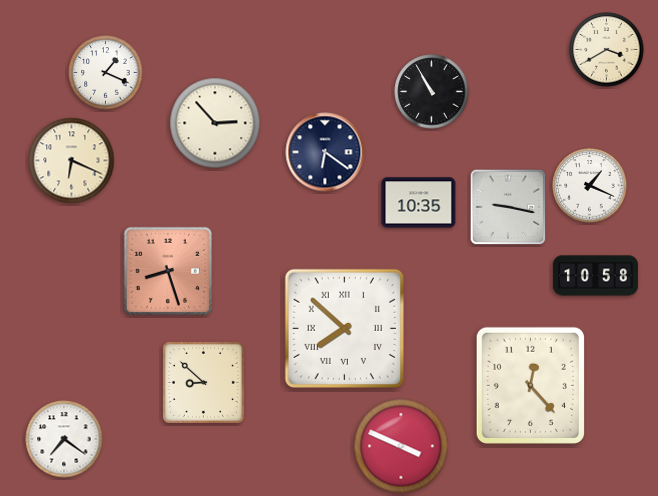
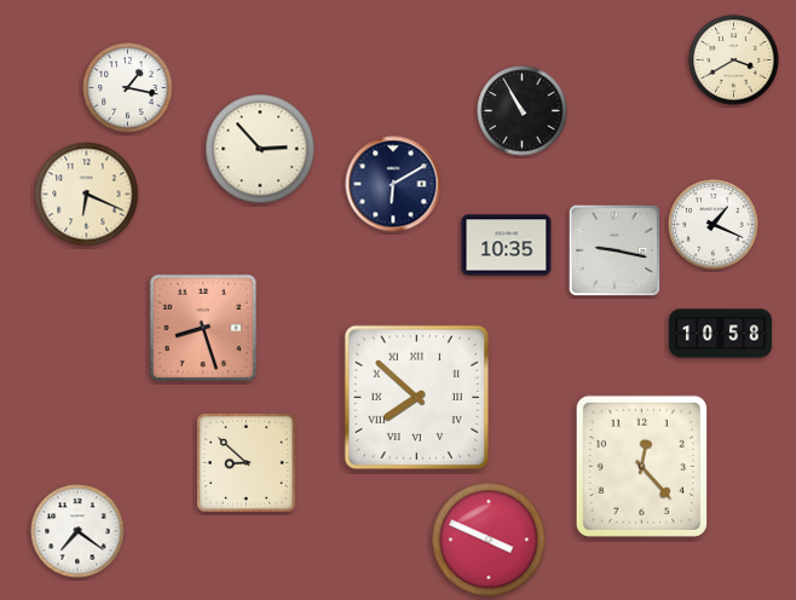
clock at (106, 73): 1:19 -> 1:17
clock at (325, 152): 6:21 -> 6:10
clock at (401, 446) position: (401, 446) -> (489, 540)
